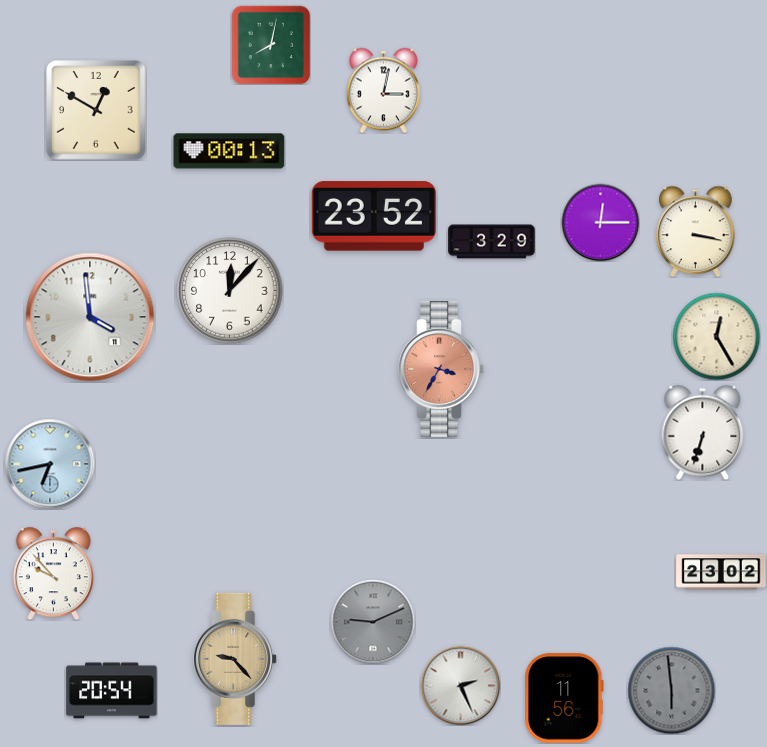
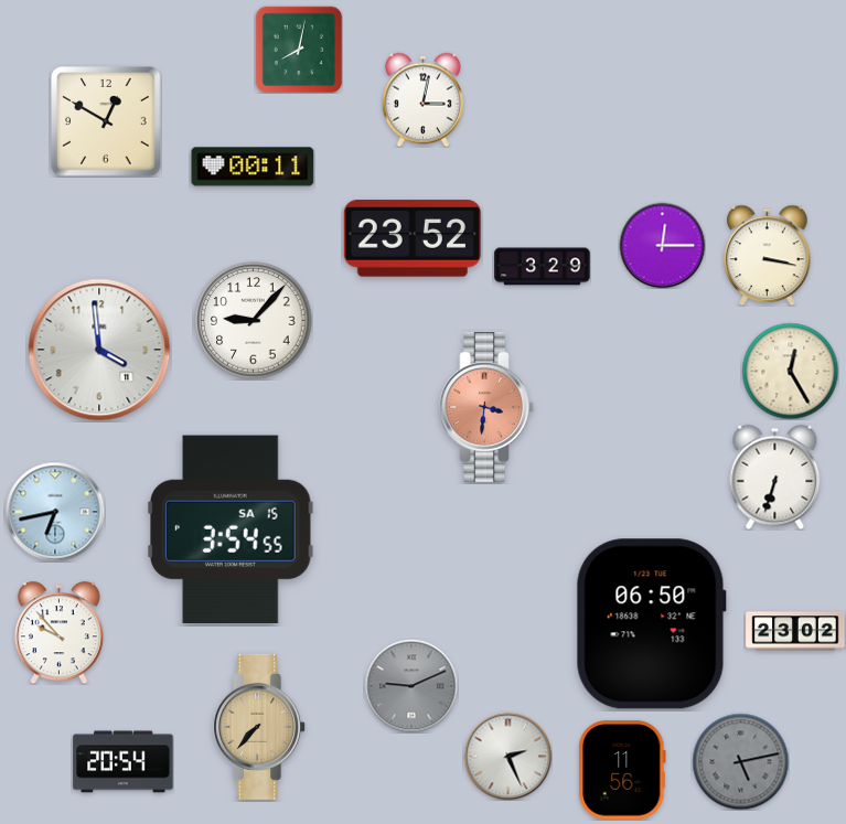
clock at (229, 151): 00:13 -> 00:11
clock at (230, 291): 12:07 -> 9:07
clock at (441, 370): 3:35 -> 3:31
clock at (232, 528): none -> 3:54
clock at (651, 624): none -> 06:50
clock at (236, 659): 9:23 -> 7:37
clock at (671, 690): 5:59 -> 5:13
